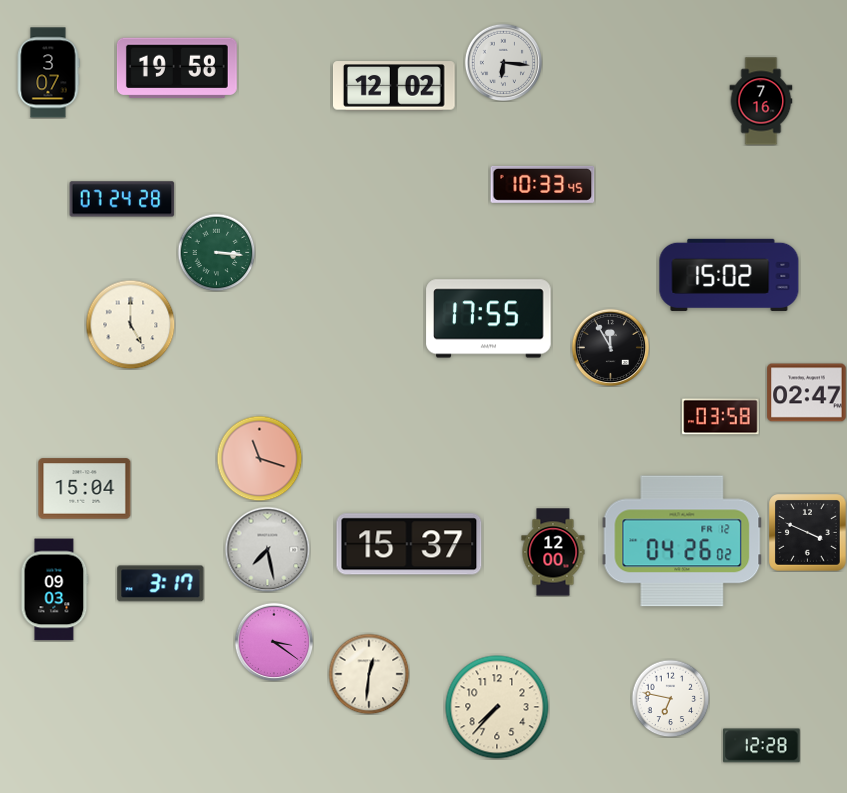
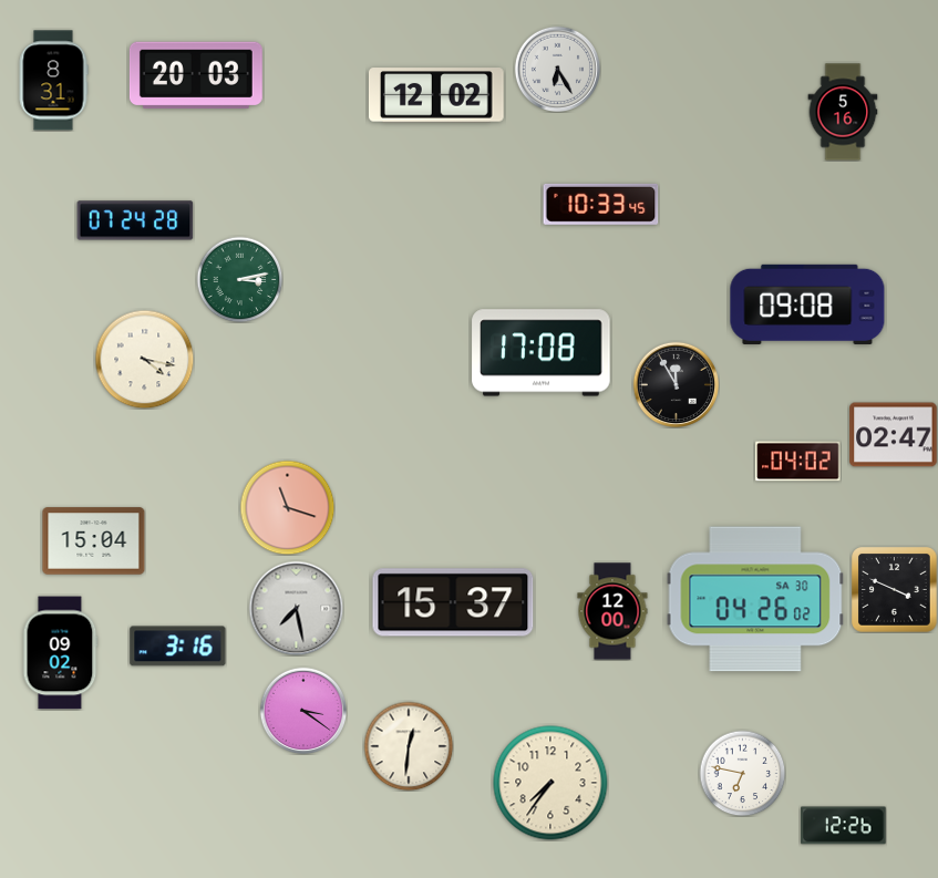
clock at (503, 62): 6:16 -> 6:25
clock at (177, 68): 19:58 -> 20:03
clock at (48, 73): 3:07 -> 8:31
clock at (761, 101): 7:16 -> 5:16
clock at (216, 252): 3:16 -> 3:13
clock at (729, 275): 15:02 -> 09:08
clock at (489, 319): 17:55 -> 17:08
clock at (130, 324): 5:00 -> 4:17
clock at (721, 417): 03:58 -> 04:02
clock at (682, 541) date: FR 12 -> SA 30
clock at (161, 584): 3:17 -> 3:16
clock at (55, 590): 09:03 -> 09:02
clock at (497, 707): 7:37 -> 7:36
clock at (762, 746): 12:28 -> 12:26
